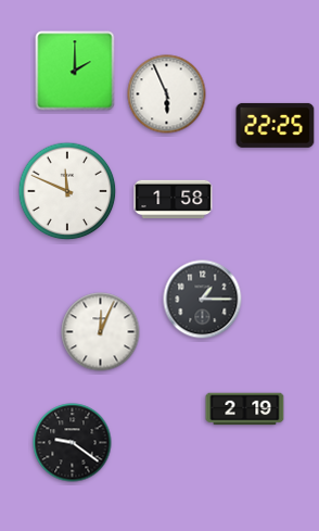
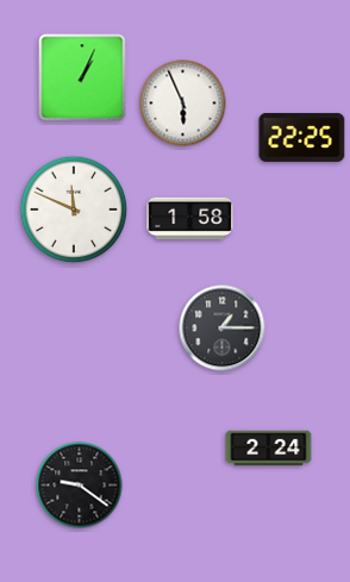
clock at (75, 71): 2:00 -> 1:04
clock at (101, 332): 12:04 -> none
clock at (245, 409): 2:19 -> 2:24
